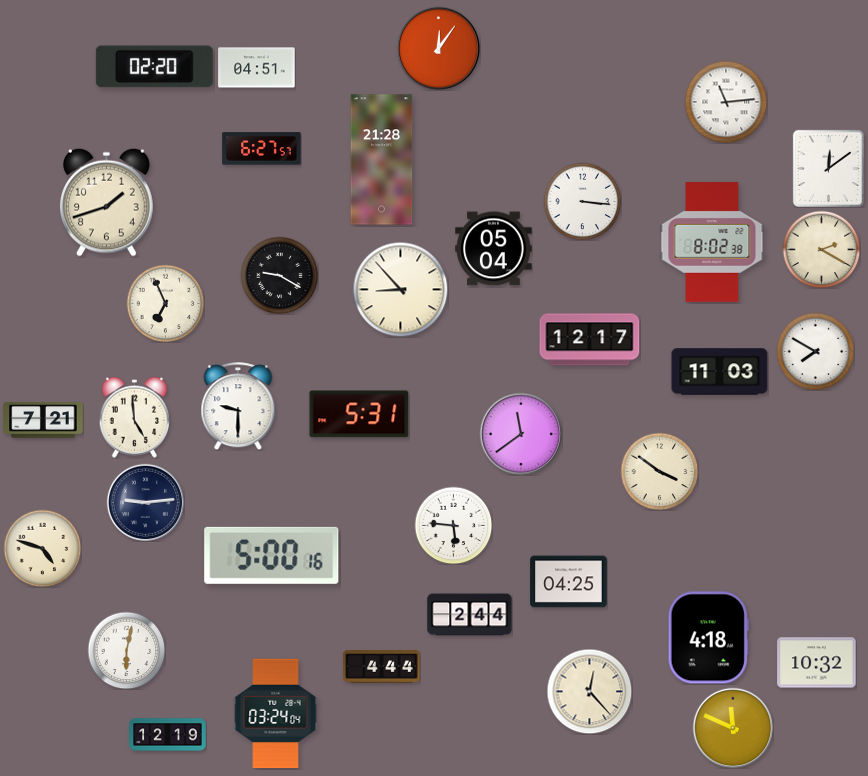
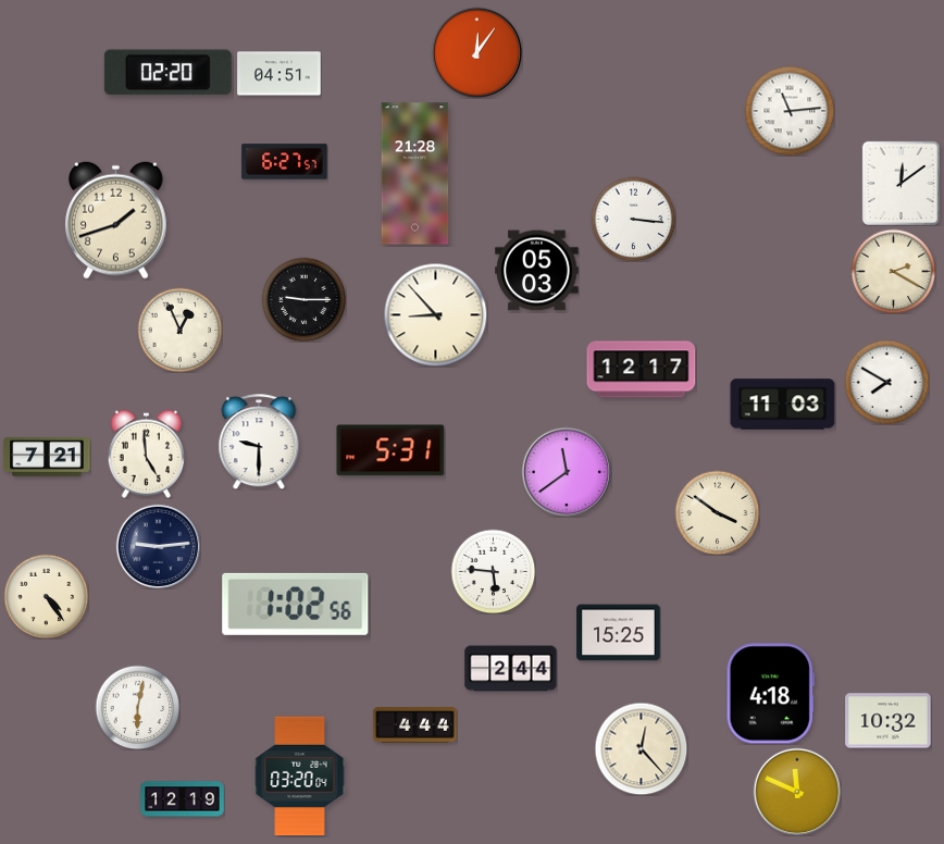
clock at (712, 243): 8:02 -> none
clock at (494, 249): 05:04 -> 05:03
clock at (279, 275): 9:20 -> 9:15
clock at (165, 303): 6:56 -> 12:56
clock at (42, 548): 4:48 -> 4:24
clock at (272, 555): 5:00 -> 1:02
clock at (569, 582): 04:25 -> 15:25
clock at (589, 691) position: (589, 691) -> (641, 748)
clock at (276, 714): 03:24 -> 03:20
